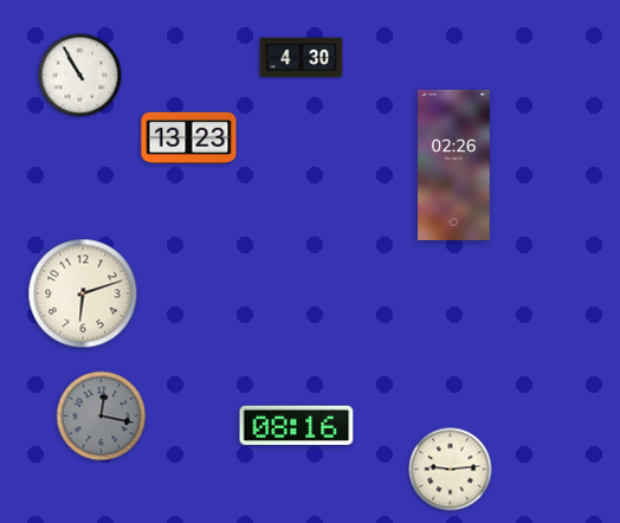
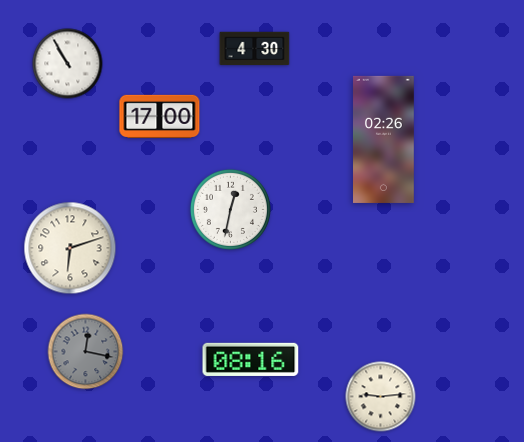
clock at (189, 137): 13:23 -> 17:00
clock at (230, 209): none -> 12:32
